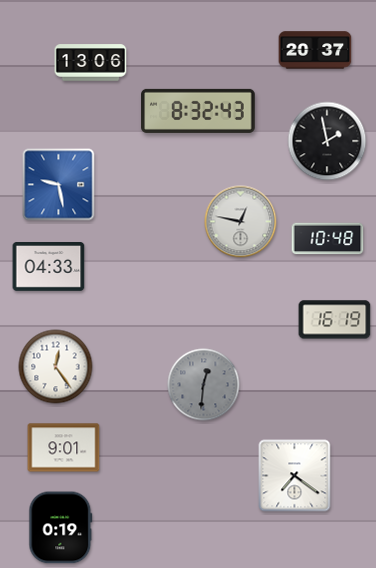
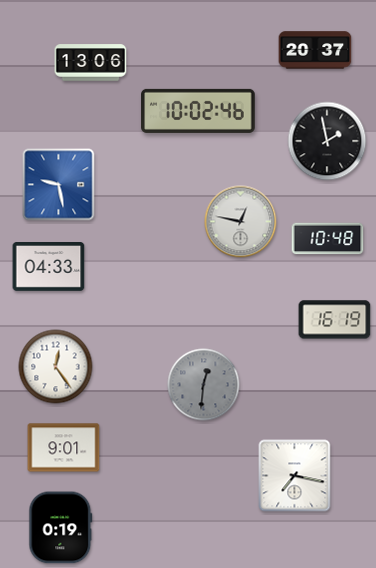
clock at (198, 111): 8:32 -> 10:02
clock at (295, 476): 7:21 -> 7:17
